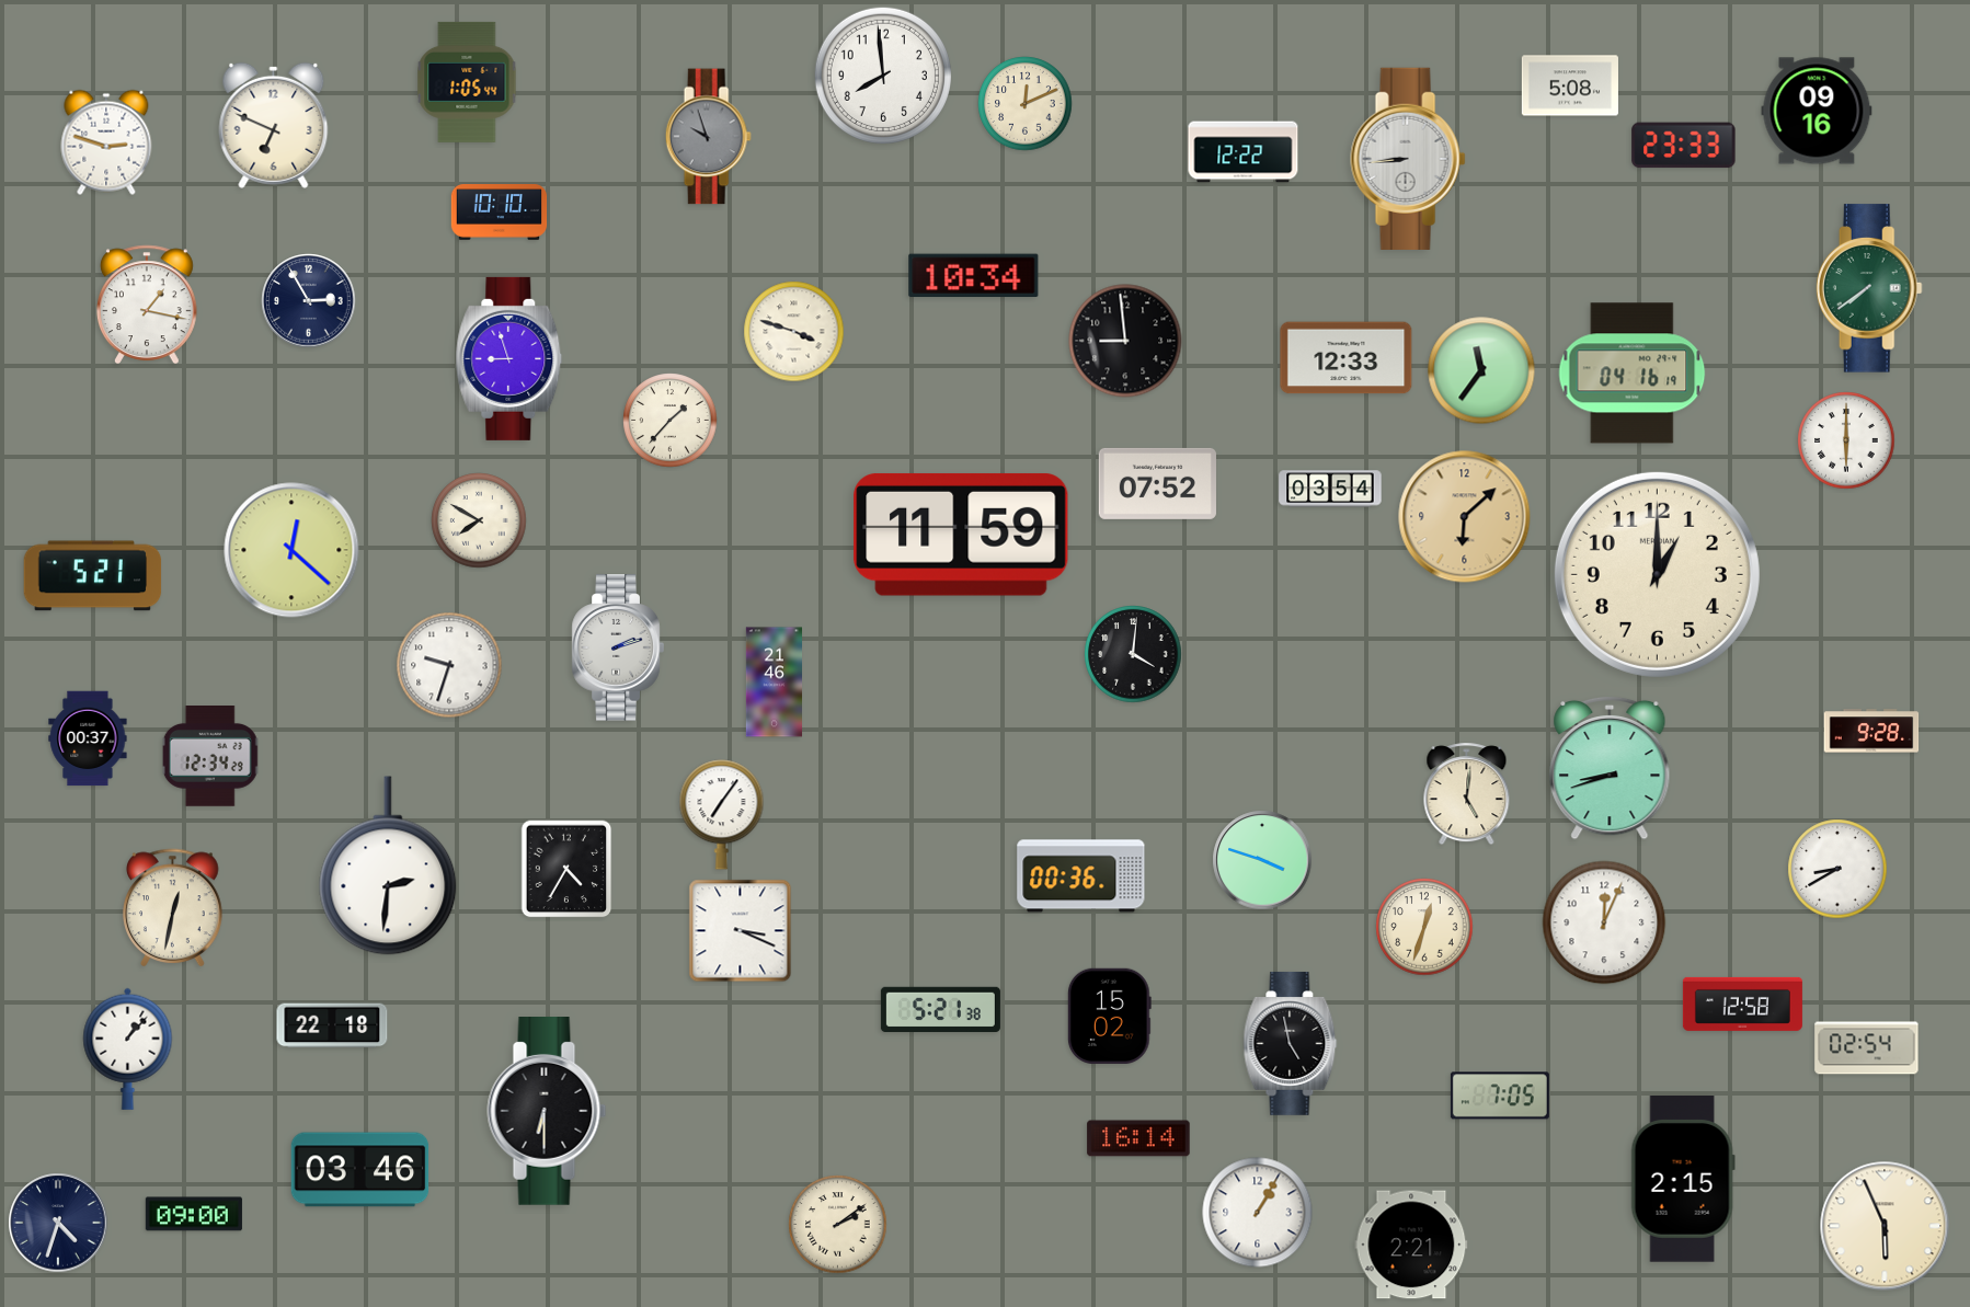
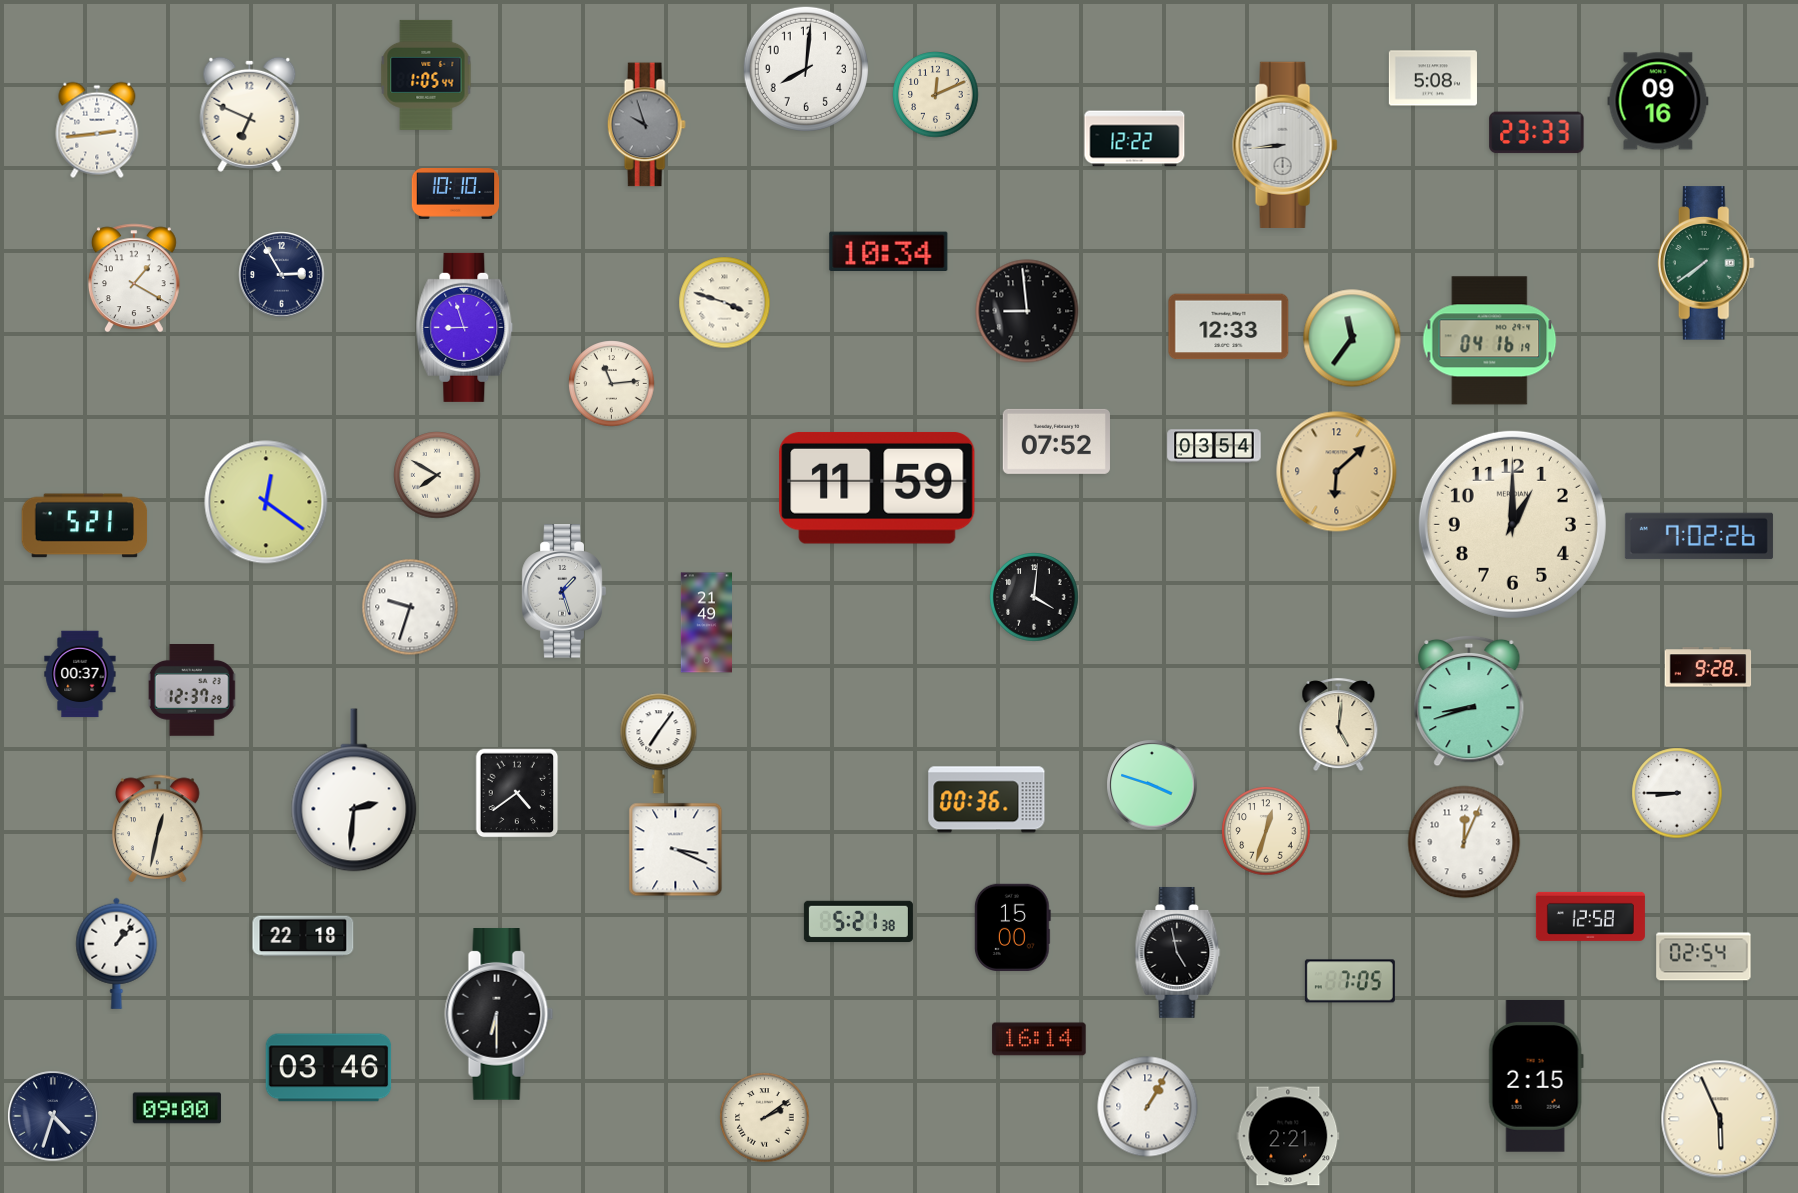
clock at (883, 76): 7:59 -> 8:01
clock at (106, 142): 2:48 -> 2:44
clock at (147, 305): 1:17 -> 1:20
clock at (671, 421): 1:37 -> 11:14
clock at (1846, 440): 6:00 -> none
clock at (291, 550): 12:22 -> 12:21
clock at (1699, 536): none -> 7:02
clock at (618, 647): 2:12 -> 1:27
clock at (774, 683): 21:46 -> 21:49
clock at (210, 757): 12:34 -> 12:37
clock at (566, 869): 4:35 -> 4:39
clock at (1837, 869): 8:40 -> 8:45
clock at (1424, 927) position: (1424, 927) -> (1266, 831)
clock at (1109, 1016): 15:02 -> 15:00
clock at (128, 1048) position: (128, 1048) -> (117, 953)
clock at (1500, 1096) position: (1500, 1096) -> (1350, 981)
